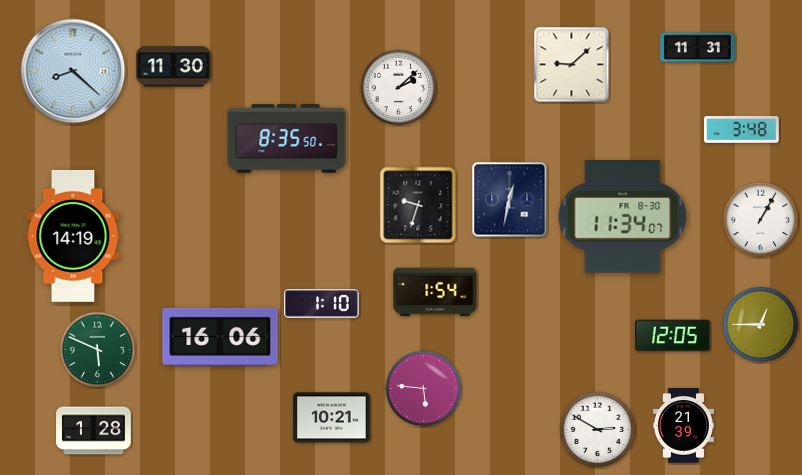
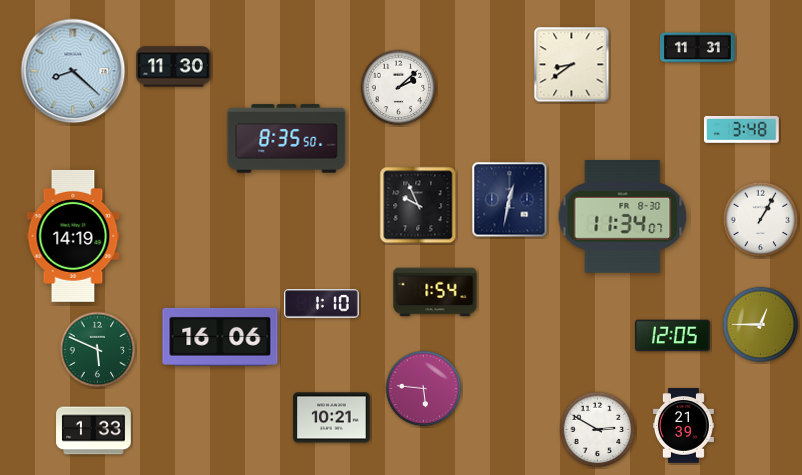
clock at (572, 65): 9:08 -> 8:39
clock at (418, 205): 9:33 -> 9:56
clock at (94, 431): 1:28 -> 1:33
